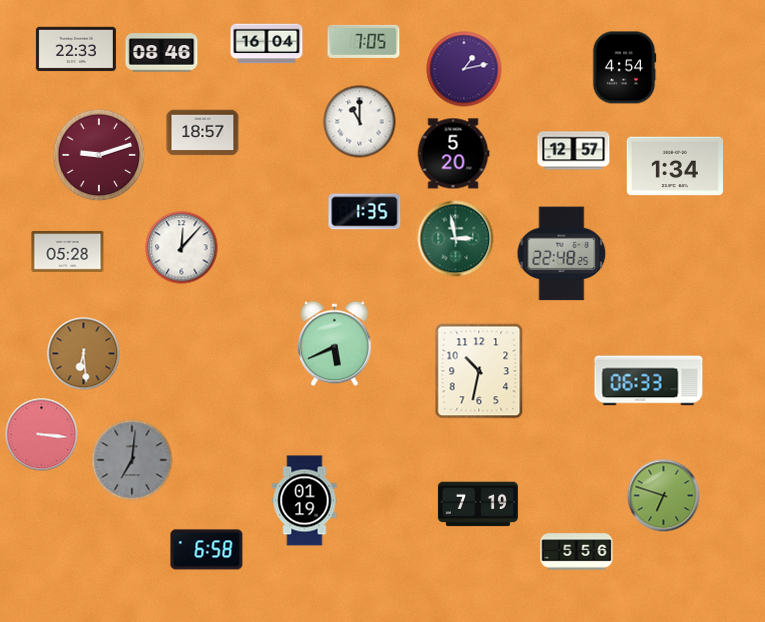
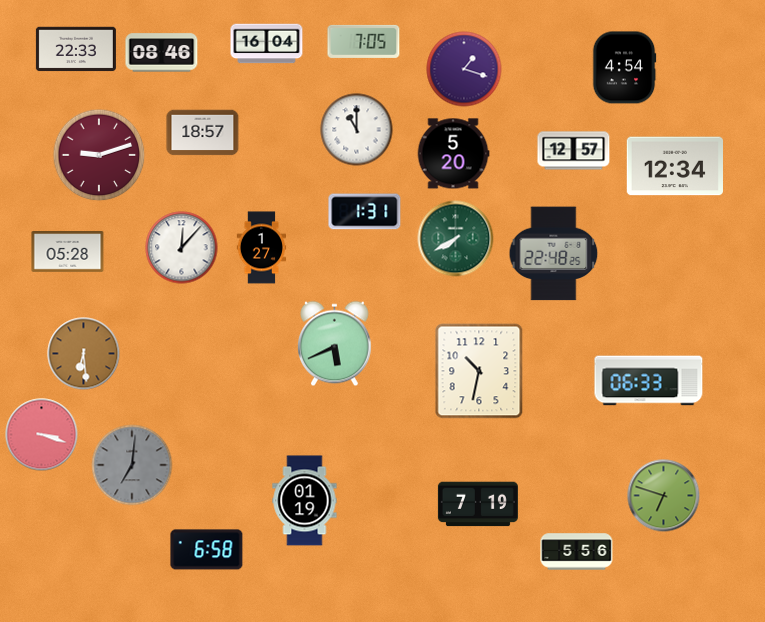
clock at (464, 69): 1:13 -> 1:18
clock at (360, 122) position: (360, 122) -> (357, 130)
clock at (674, 166): 1:34 -> 12:34
clock at (365, 212): 1:35 -> 1:31
clock at (456, 239): 2:58 -> 7:40
clock at (262, 248): none -> 1:27
clock at (562, 254) position: (562, 254) -> (554, 254)
clock at (42, 435): 3:16 -> 3:18
clock at (132, 460) position: (132, 460) -> (132, 465)
